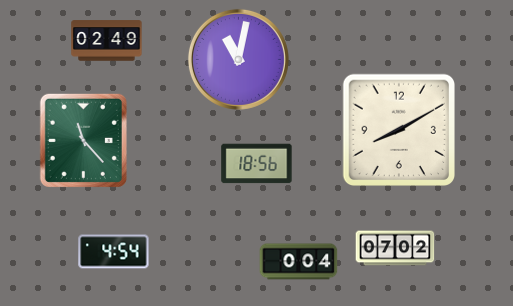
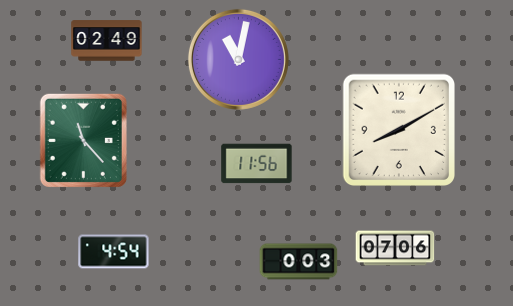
clock at (257, 164): 18:56 -> 11:56
clock at (395, 248): 07:02 -> 07:06
clock at (299, 262): 0:04 -> 0:03
